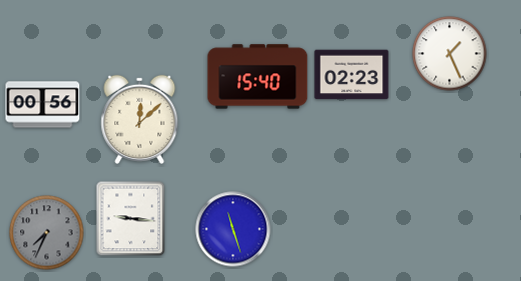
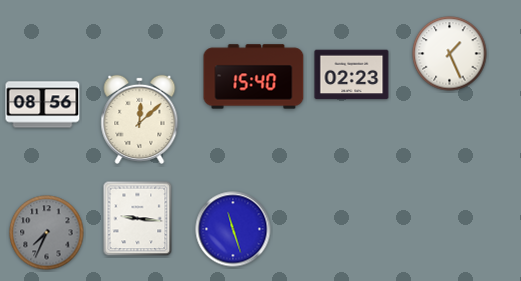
clock at (258, 77) position: (258, 77) -> (254, 77)
clock at (43, 105): 00:56 -> 08:56
clock at (131, 219) position: (131, 219) -> (138, 219)
